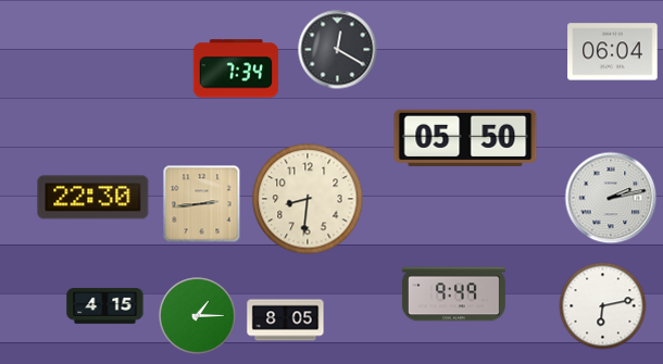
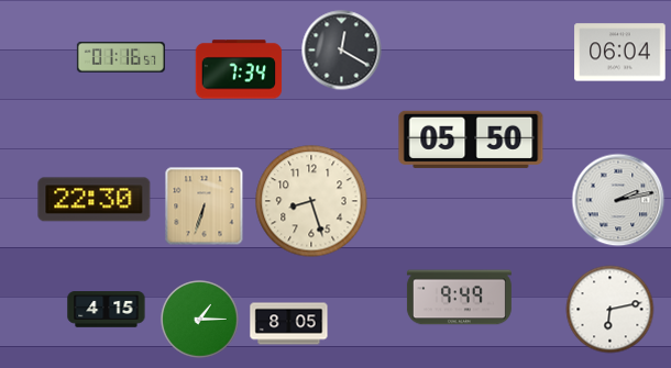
clock at (121, 57): none -> 01:16
clock at (308, 199): 8:31 -> 8:27
clock at (202, 204): 2:44 -> 6:33
